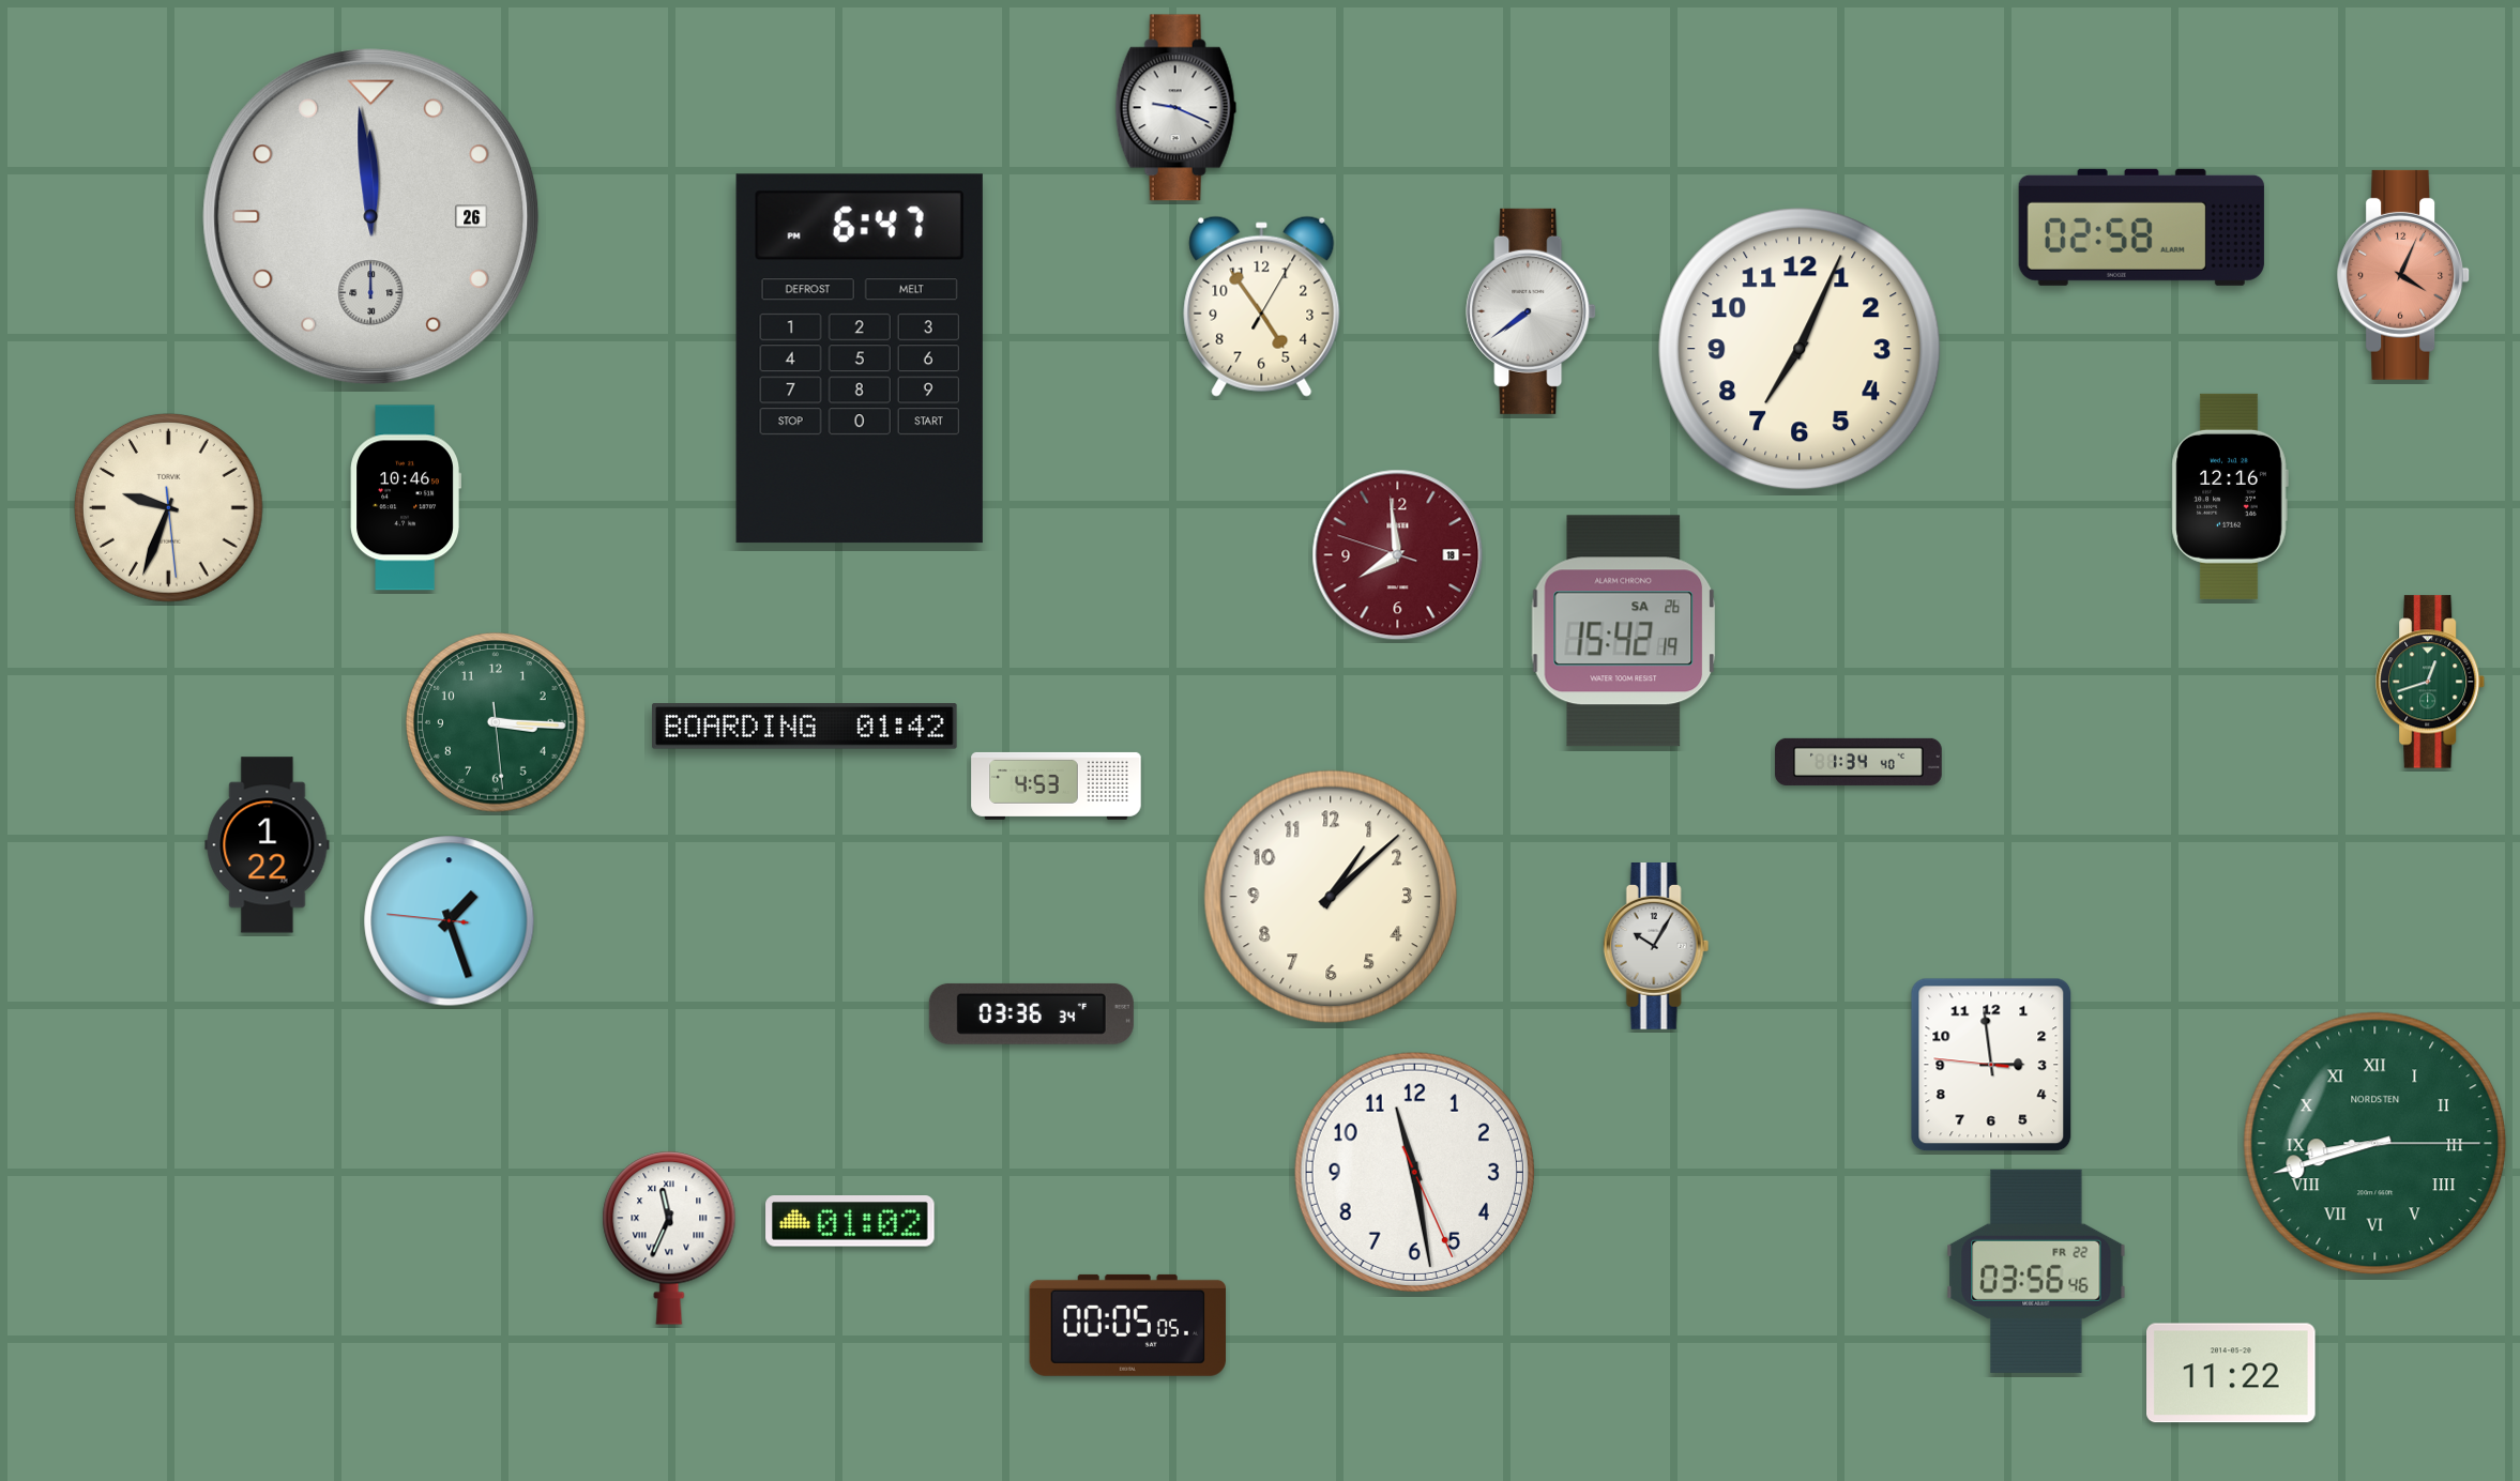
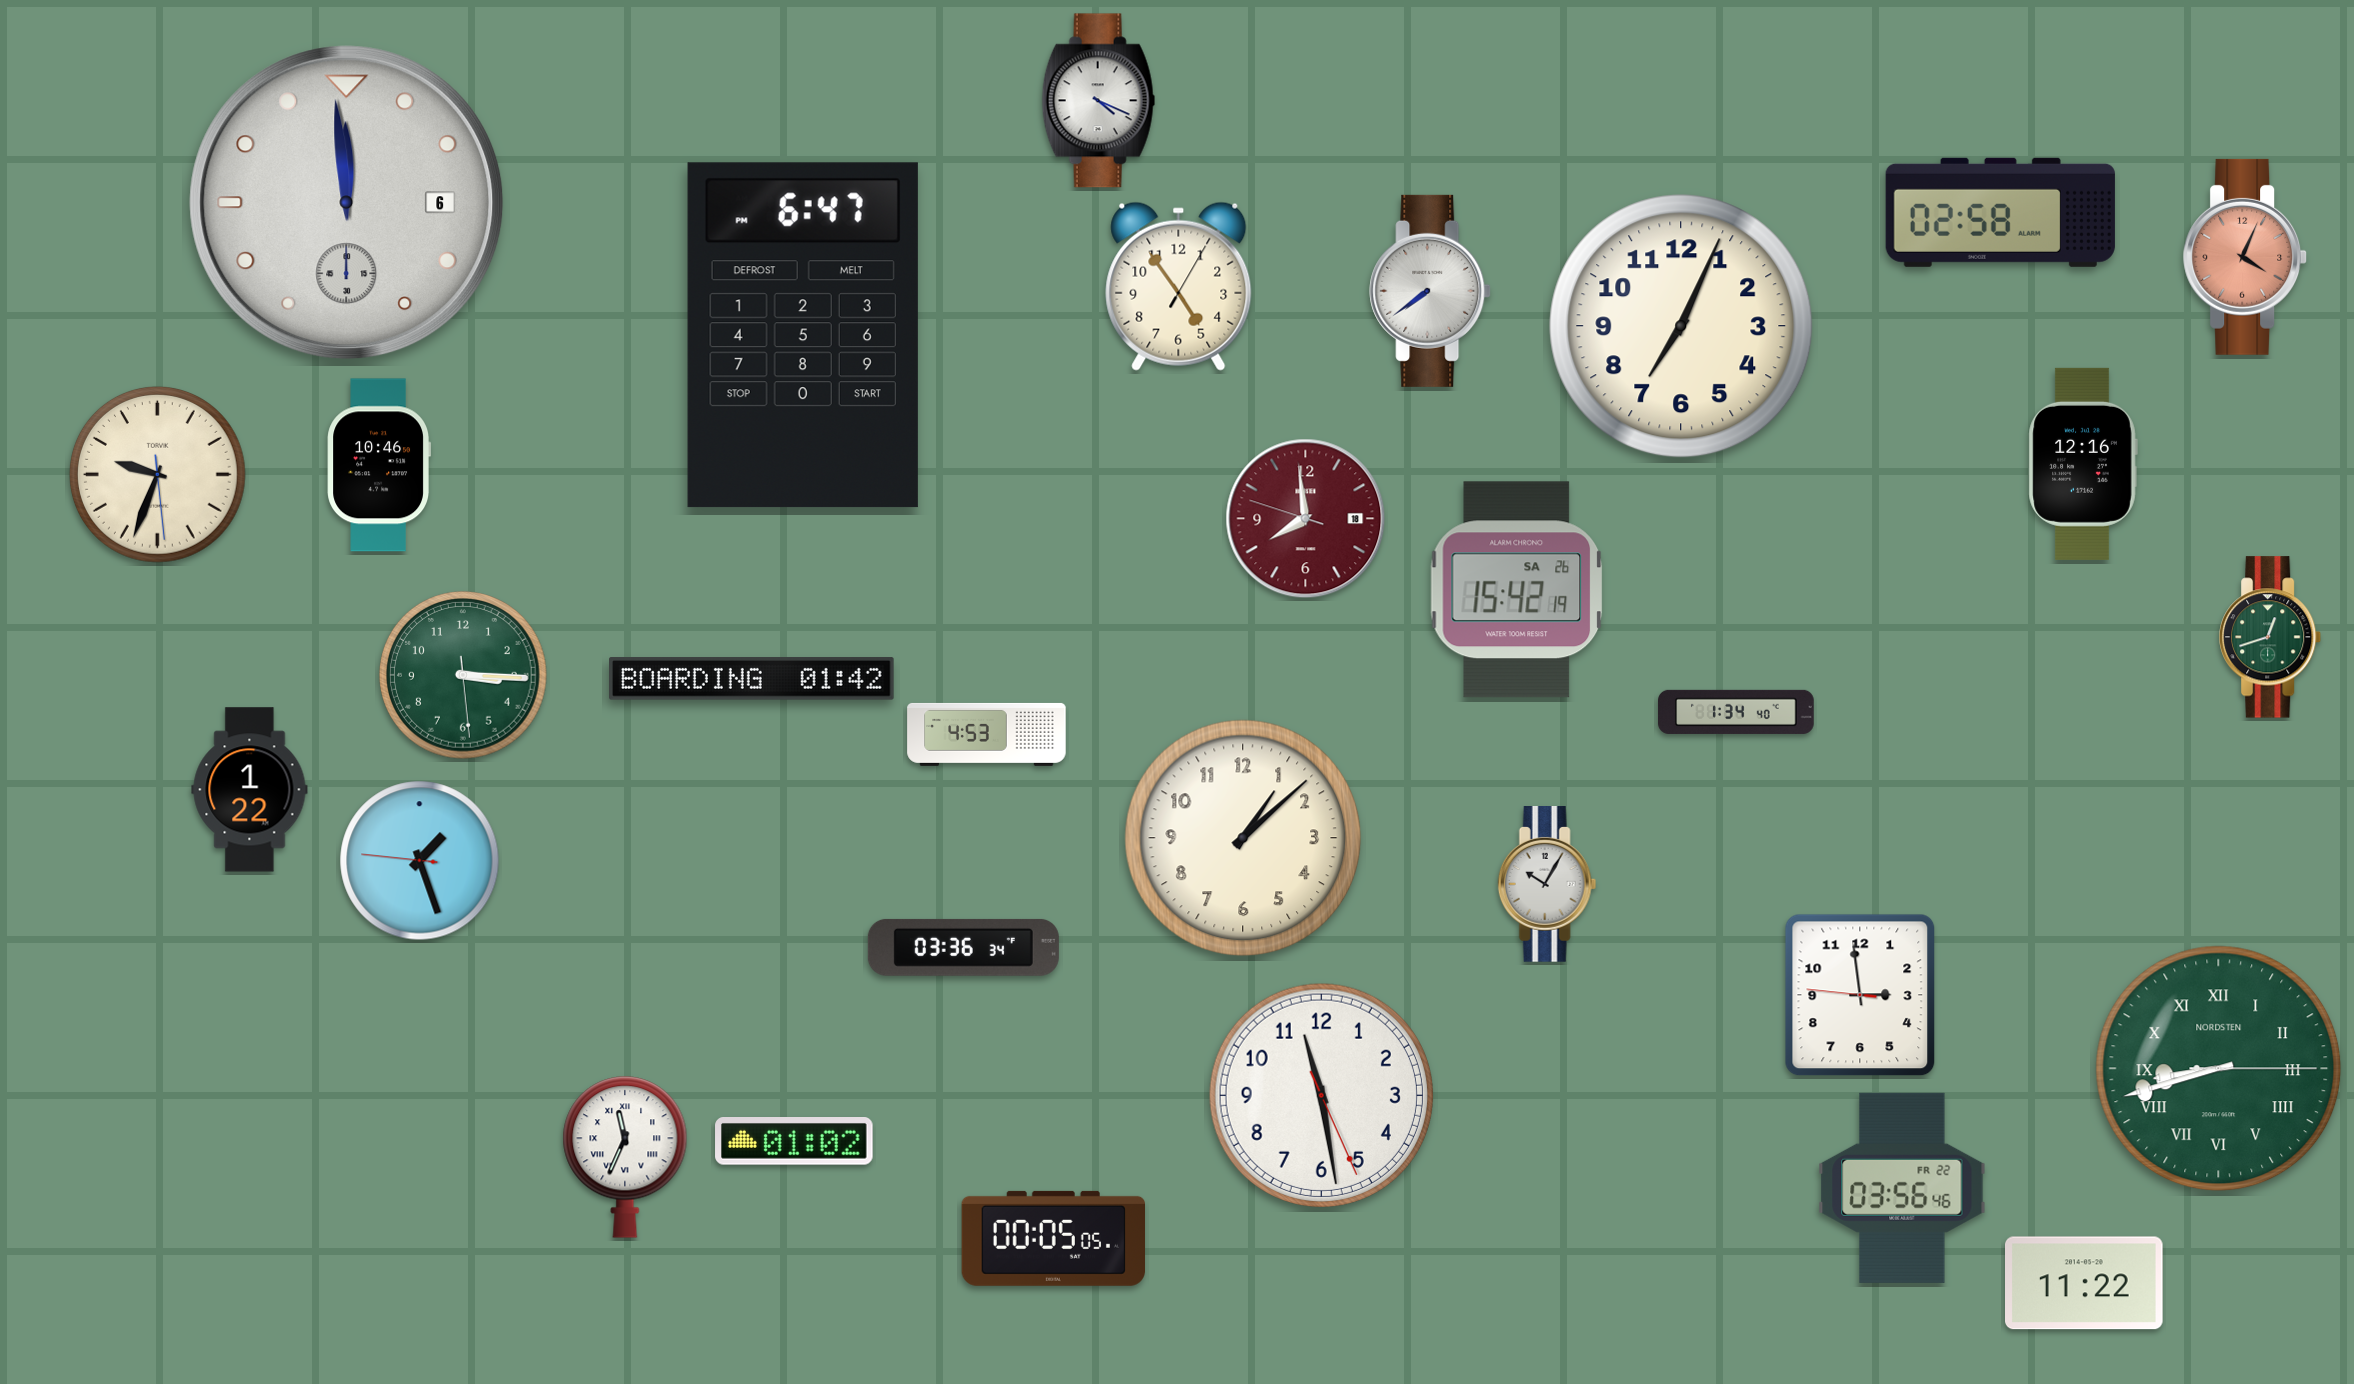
clock at (1176, 108): 9:19 -> 4:19
clock at (371, 217) date: 26 -> 6
